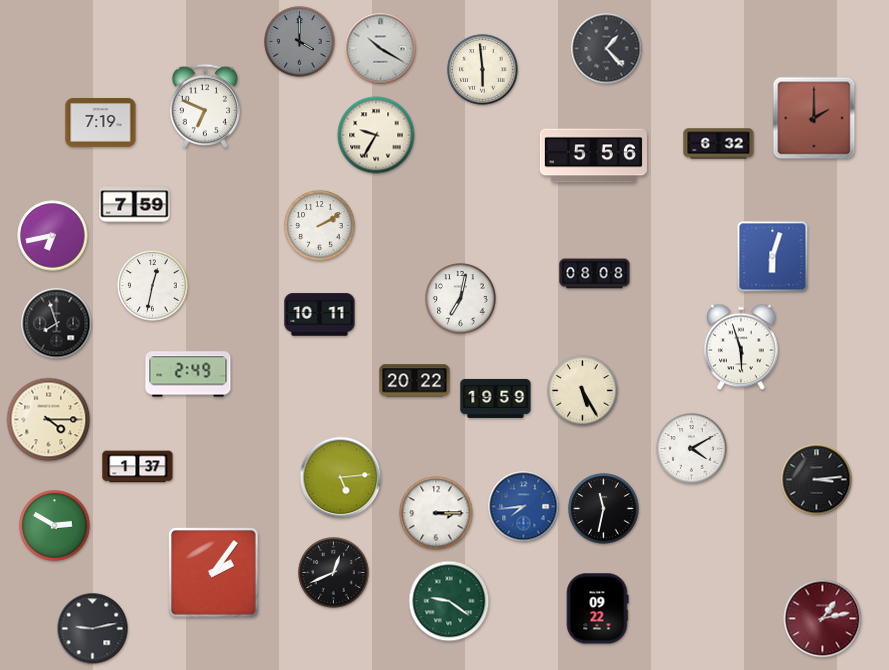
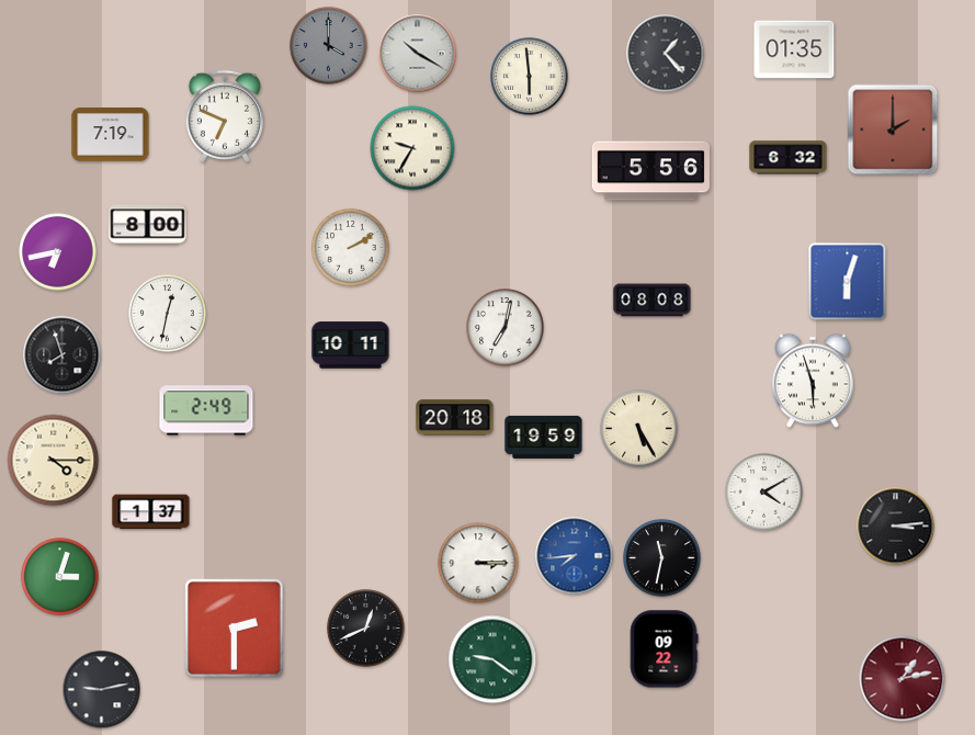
clock at (794, 49): none -> 01:35
clock at (135, 205): 7:59 -> 8:00
clock at (53, 236) position: (53, 236) -> (58, 252)
clock at (415, 381): 20:22 -> 20:18
clock at (692, 449) position: (692, 449) -> (764, 493)
clock at (341, 478): 5:14 -> none
clock at (55, 526): 2:50 -> 3:03
clock at (214, 573): 2:06 -> 2:30
clock at (597, 609) position: (597, 609) -> (664, 649)
